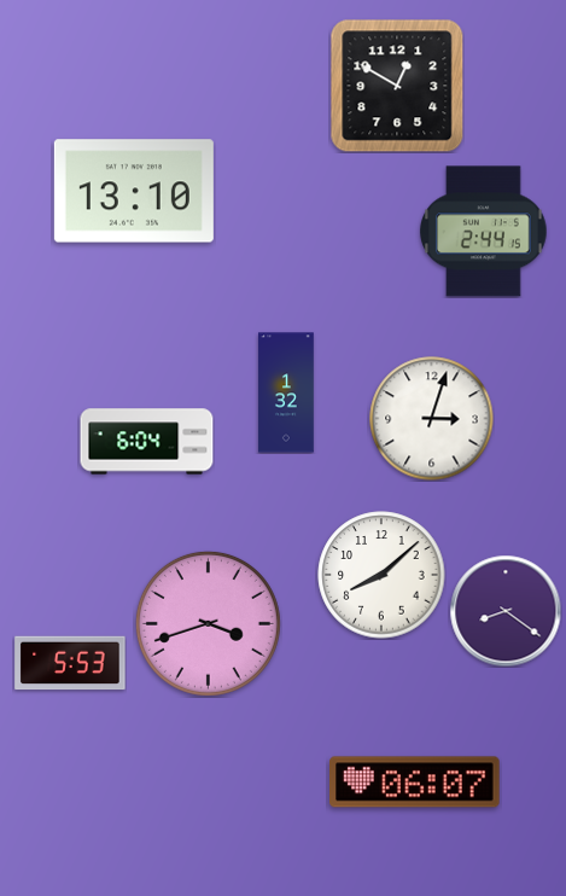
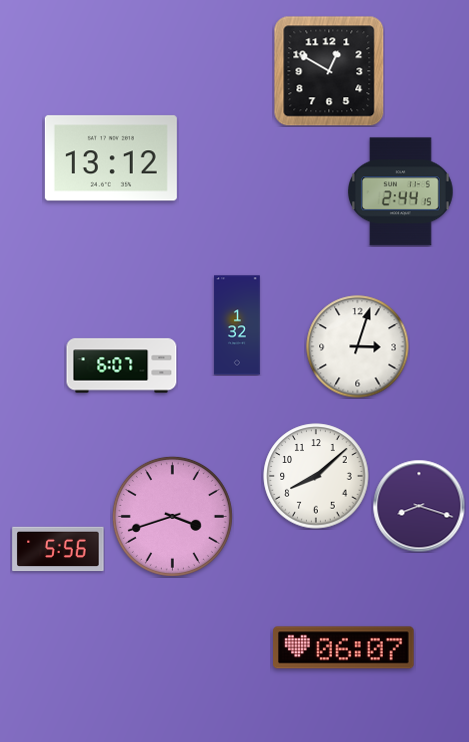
clock at (134, 191): 13:10 -> 13:12
clock at (147, 442): 6:04 -> 6:07
clock at (506, 611): 8:21 -> 8:18
clock at (70, 663): 5:53 -> 5:56
